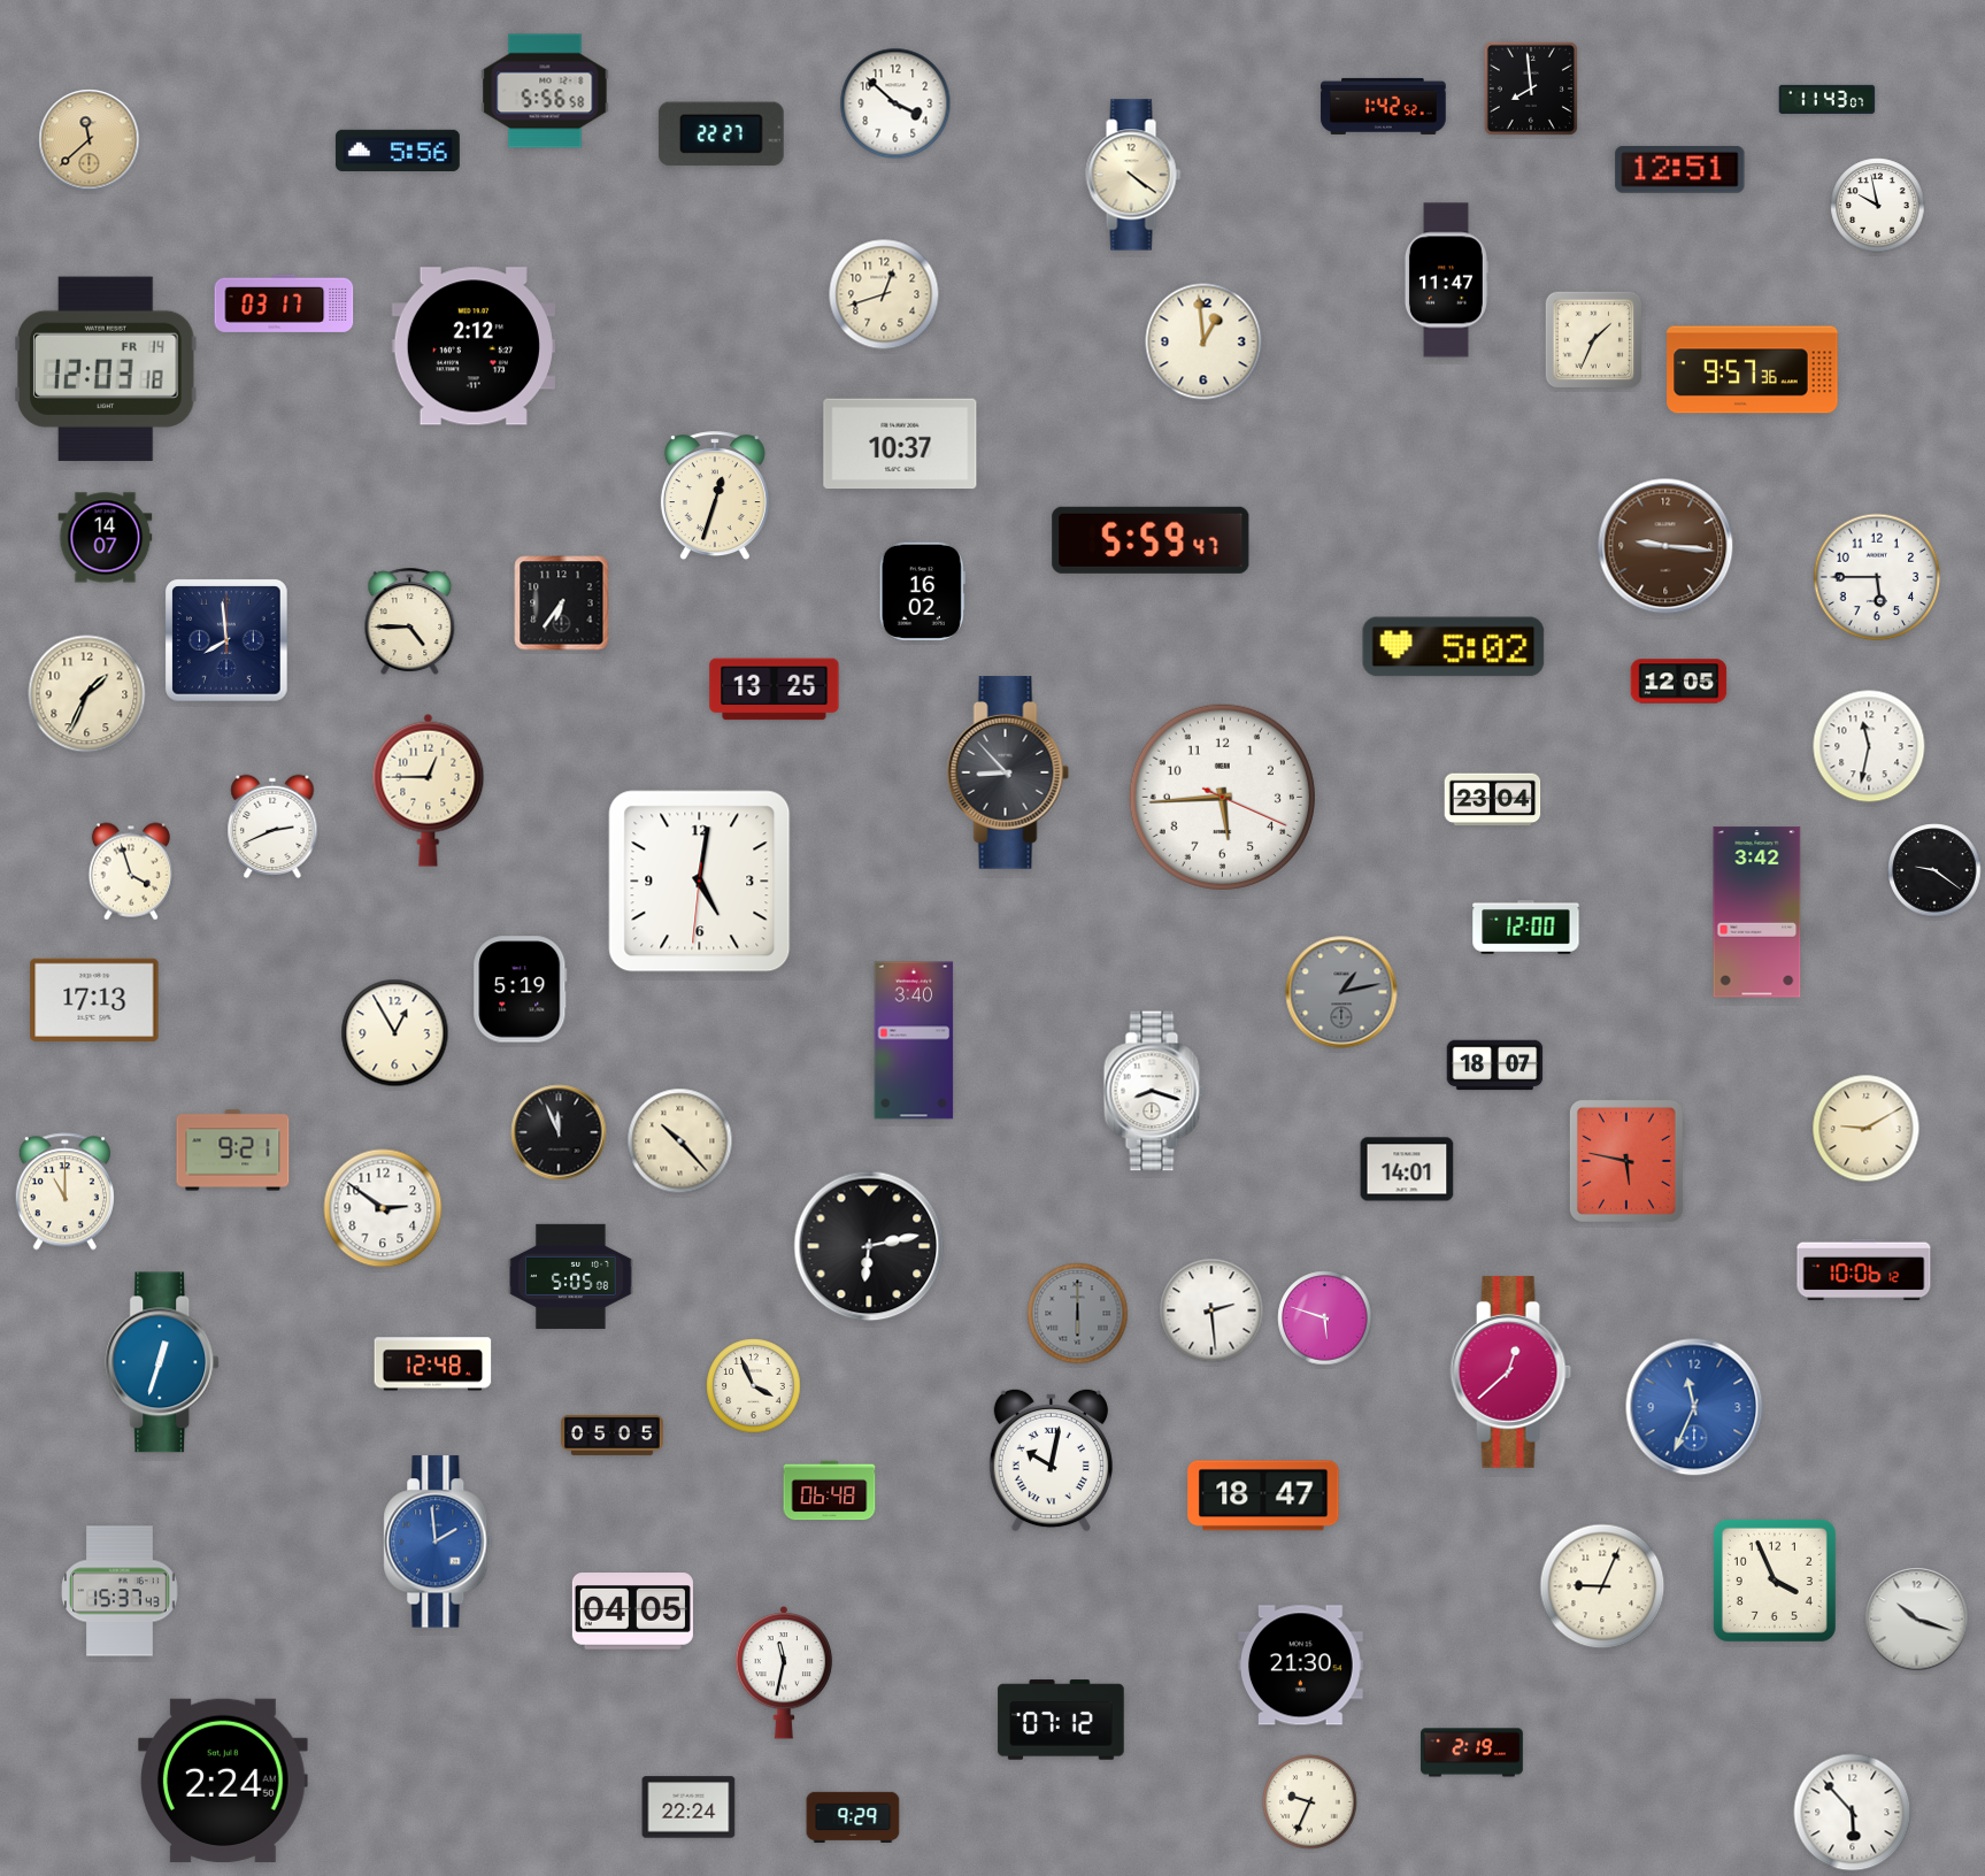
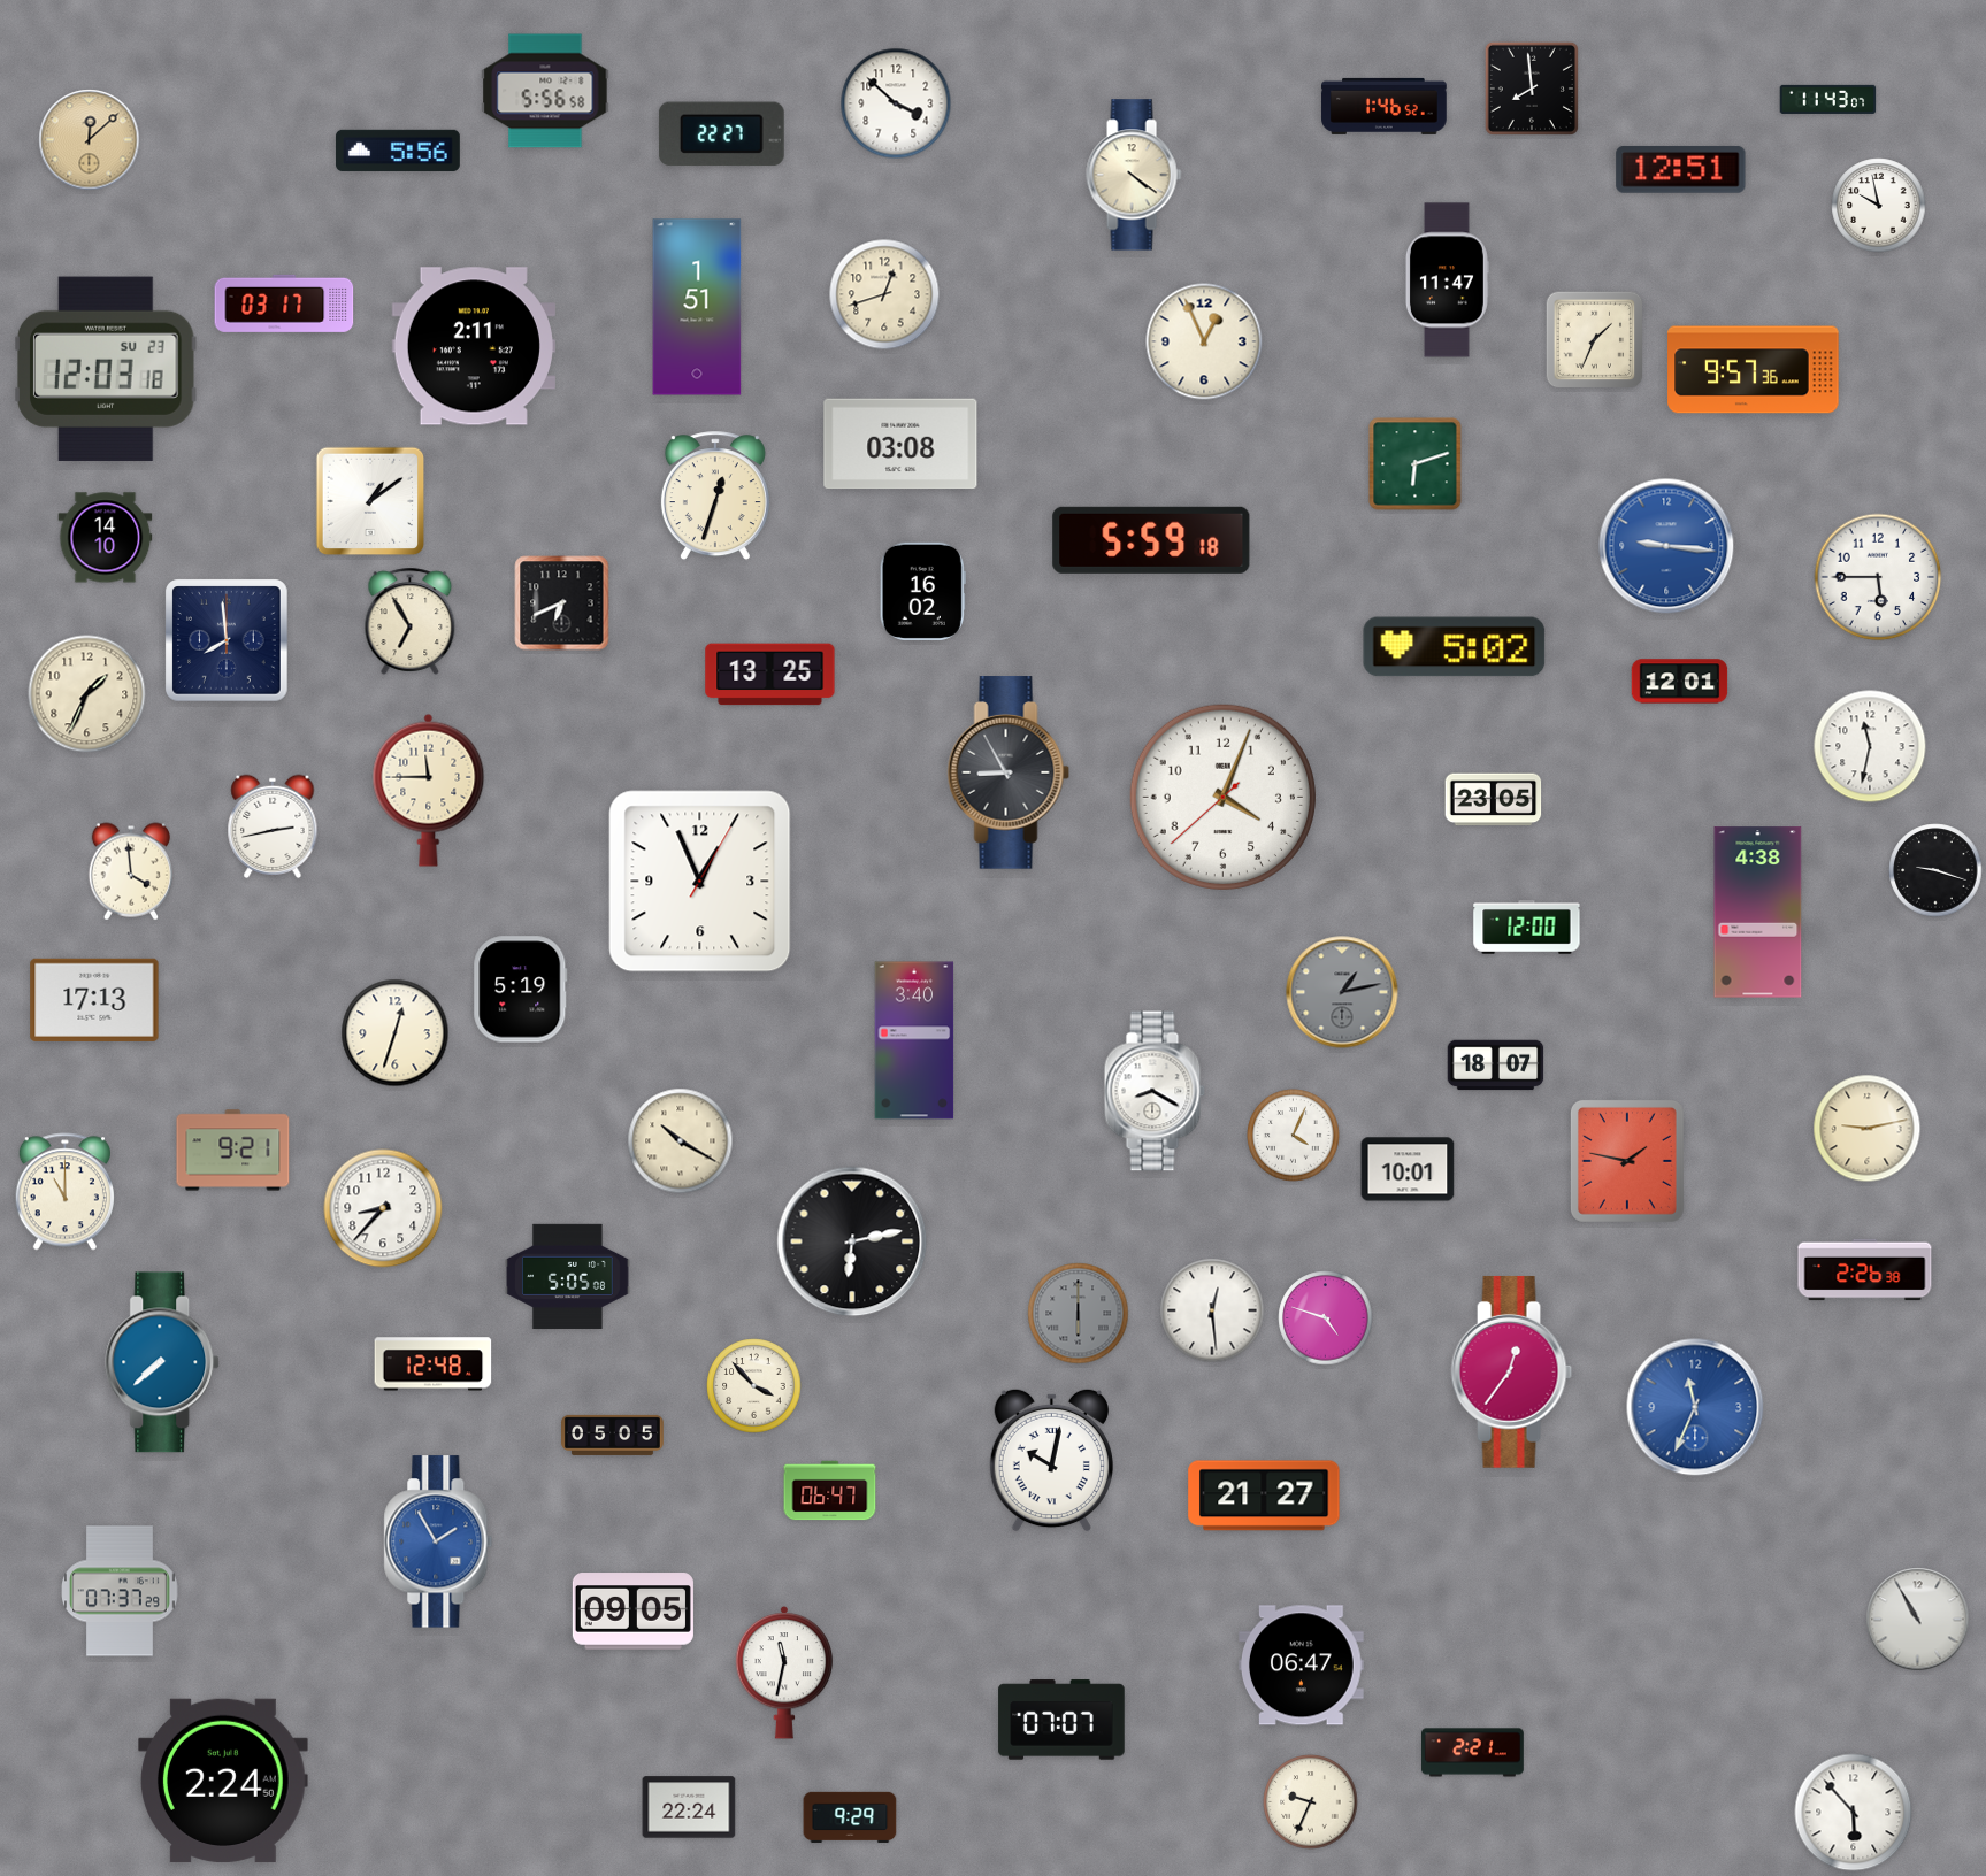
clock at (1384, 106): 1:42 -> 1:46
clock at (90, 140): 11:38 -> 12:08
clock at (697, 307): none -> 1:51
clock at (1203, 341): 12:59 -> 12:56
clock at (474, 346): 2:12 -> 2:11
clock at (106, 369) date: FR 14 -> SU 23
clock at (900, 444): 10:37 -> 03:08
clock at (1416, 464): none -> 6:12
clock at (370, 501): none -> 1:09
clock at (106, 538): 14:07 -> 14:10
clock at (1151, 540): 5:59:47 -> 5:59:18
clock at (1665, 546) dial: brown -> blue
clock at (562, 603): 6:36 -> 6:41
clock at (410, 621): 4:45 -> 6:55
clock at (1679, 682): 12:05 -> 12:01
clock at (775, 690) position: (775, 690) -> (770, 675)
clock at (1008, 772): 8:53 -> 8:55
clock at (429, 790): 12:45 -> 11:45
clock at (1222, 797): 5:44 -> 4:03
clock at (1493, 800): 23:04 -> 23:05
clock at (272, 826): 2:41 -> 2:43
clock at (1934, 870): 9:21 -> 9:18
clock at (130, 871): 3:57 -> 3:59
clock at (700, 882): 5:01 -> 12:56
clock at (1757, 913): 3:42 -> 4:38
clock at (395, 1033): 12:55 -> 12:33
clock at (1154, 1091): 8:18 -> 8:20
clock at (1867, 1129): 9:10 -> 9:13
clock at (559, 1132): 11:56 -> none
clock at (1294, 1136): none -> 4:04
clock at (680, 1141): 10:23 -> 10:20
clock at (1626, 1161): 5:47 -> 1:47
clock at (1407, 1169): 14:01 -> 10:01
clock at (383, 1208): 2:51 -> 8:37
clock at (869, 1246) position: (869, 1246) -> (852, 1241)
clock at (1864, 1270): 10:06 -> 2:26
clock at (571, 1276) position: (571, 1276) -> (568, 1276)
clock at (1211, 1310): 2:29 -> 12:29
clock at (1325, 1318): 5:48 -> 4:48
clock at (163, 1362): 12:33 -> 7:38
clock at (1511, 1373): 12:38 -> 12:36
clock at (754, 1386): 3:56 -> 3:53
clock at (830, 1491): 06:48 -> 06:47
clock at (1263, 1496): 18:47 -> 21:27
clock at (438, 1541): 1:59 -> 1:55
clock at (1775, 1581): 3:56 -> none
clock at (1602, 1586): 9:04 -> none
clock at (121, 1591): 15:37 -> 07:37
clock at (632, 1612): 04:05 -> 09:05
clock at (1917, 1620): 10:18 -> 10:55
clock at (1301, 1666): 21:30 -> 06:47
clock at (1061, 1720): 07:12 -> 07:07
clock at (1472, 1753): 2:19 -> 2:21
clock at (853, 1816) position: (853, 1816) -> (850, 1816)
